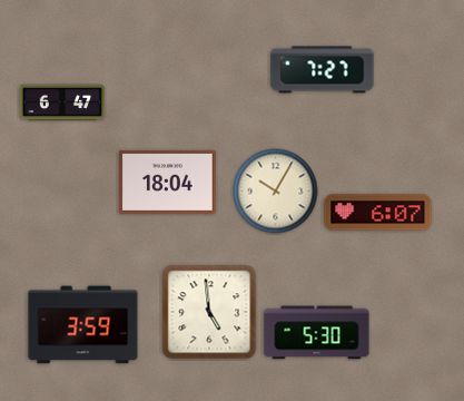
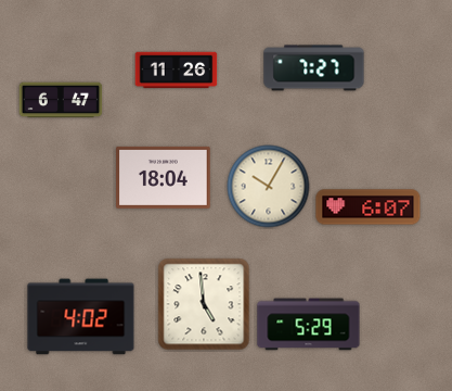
clock at (177, 71): none -> 11:26
clock at (83, 325): 3:59 -> 4:02
clock at (317, 333): 5:30 -> 5:29
